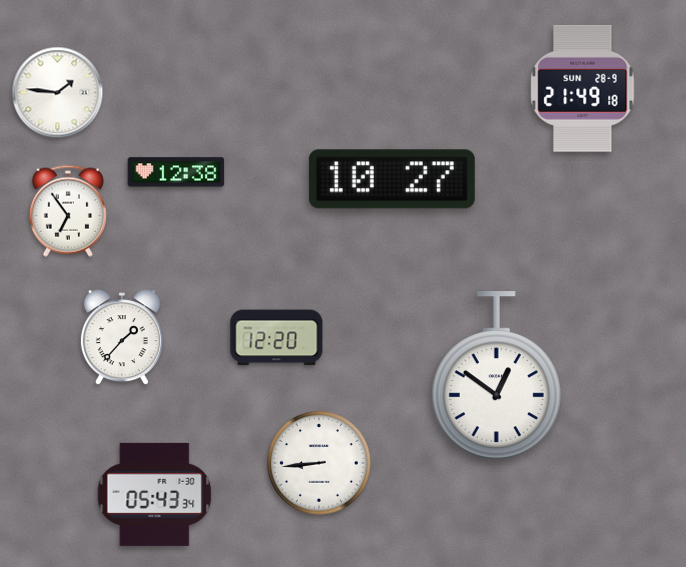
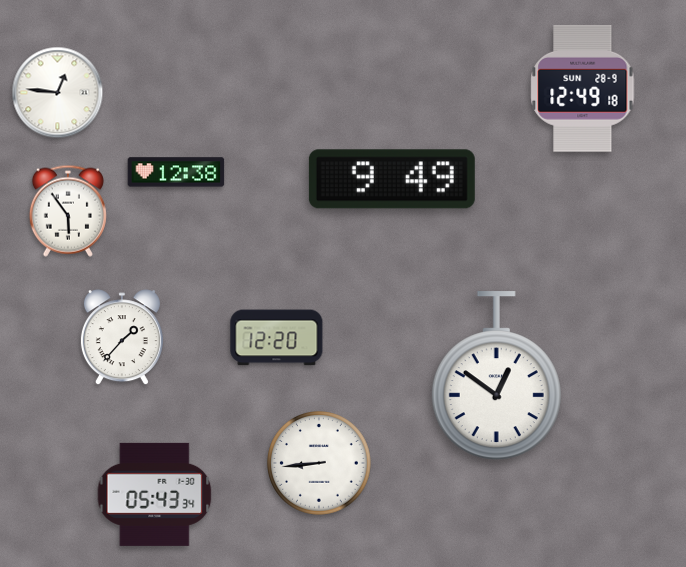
clock at (583, 88): 21:49 -> 12:49
clock at (58, 93): 1:46 -> 12:46
clock at (392, 179): 10:27 -> 9:49
clock at (68, 211): 6:54 -> 5:54
